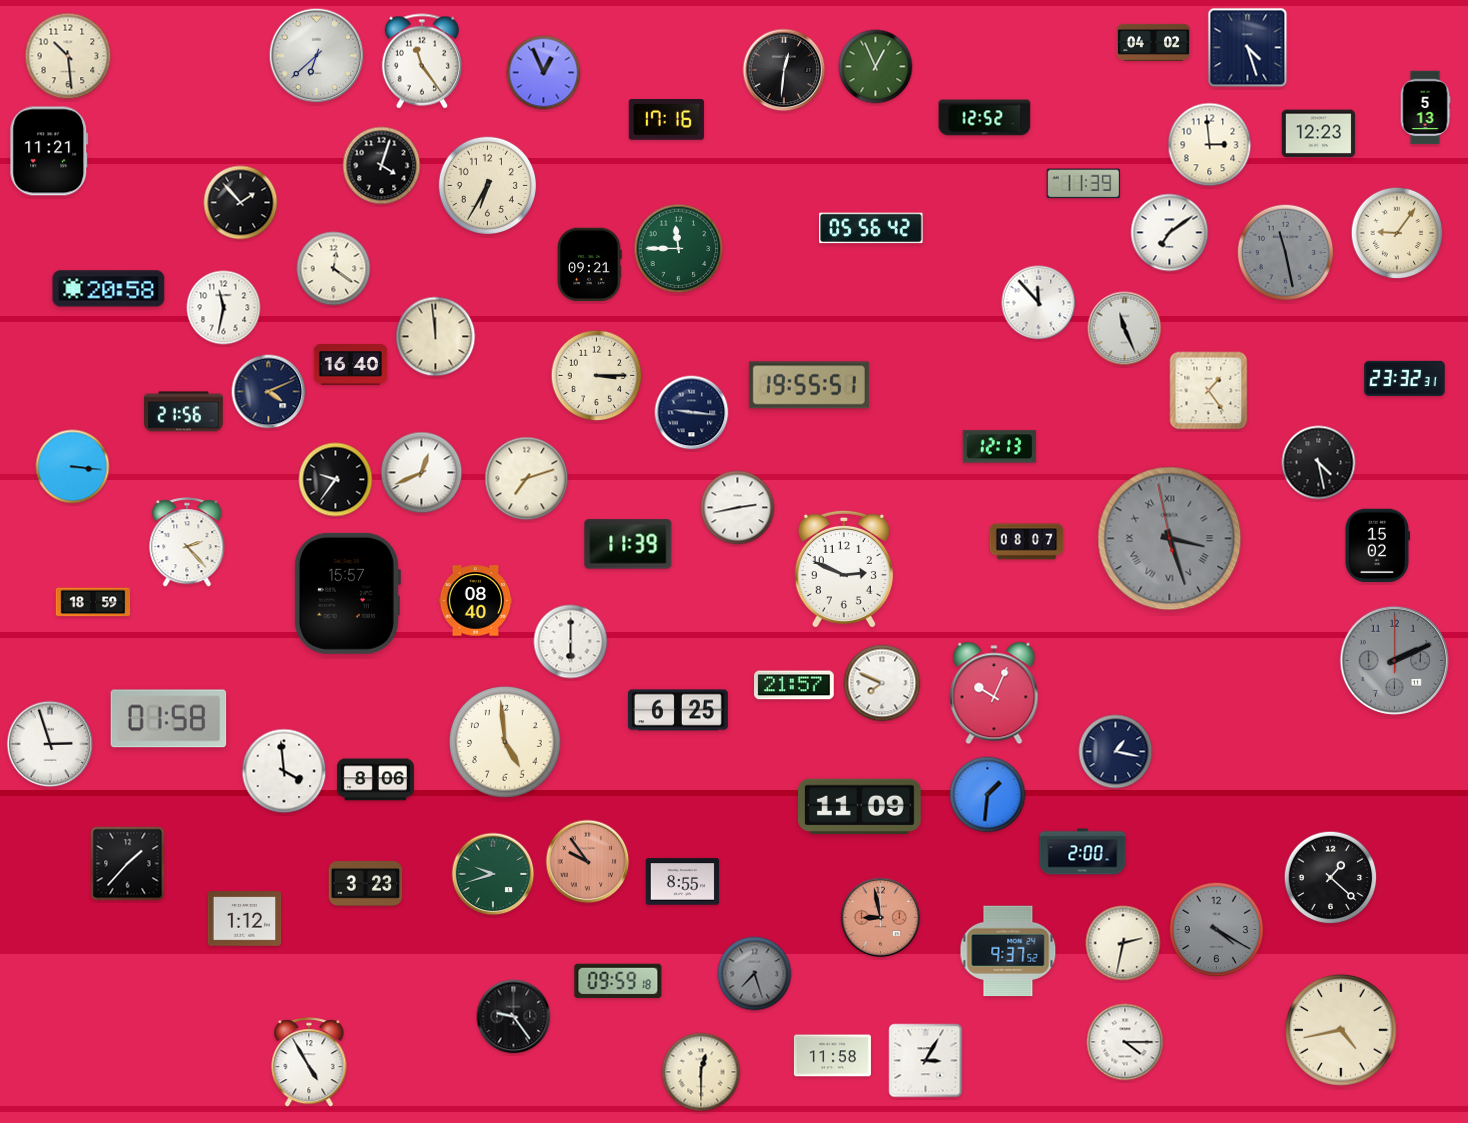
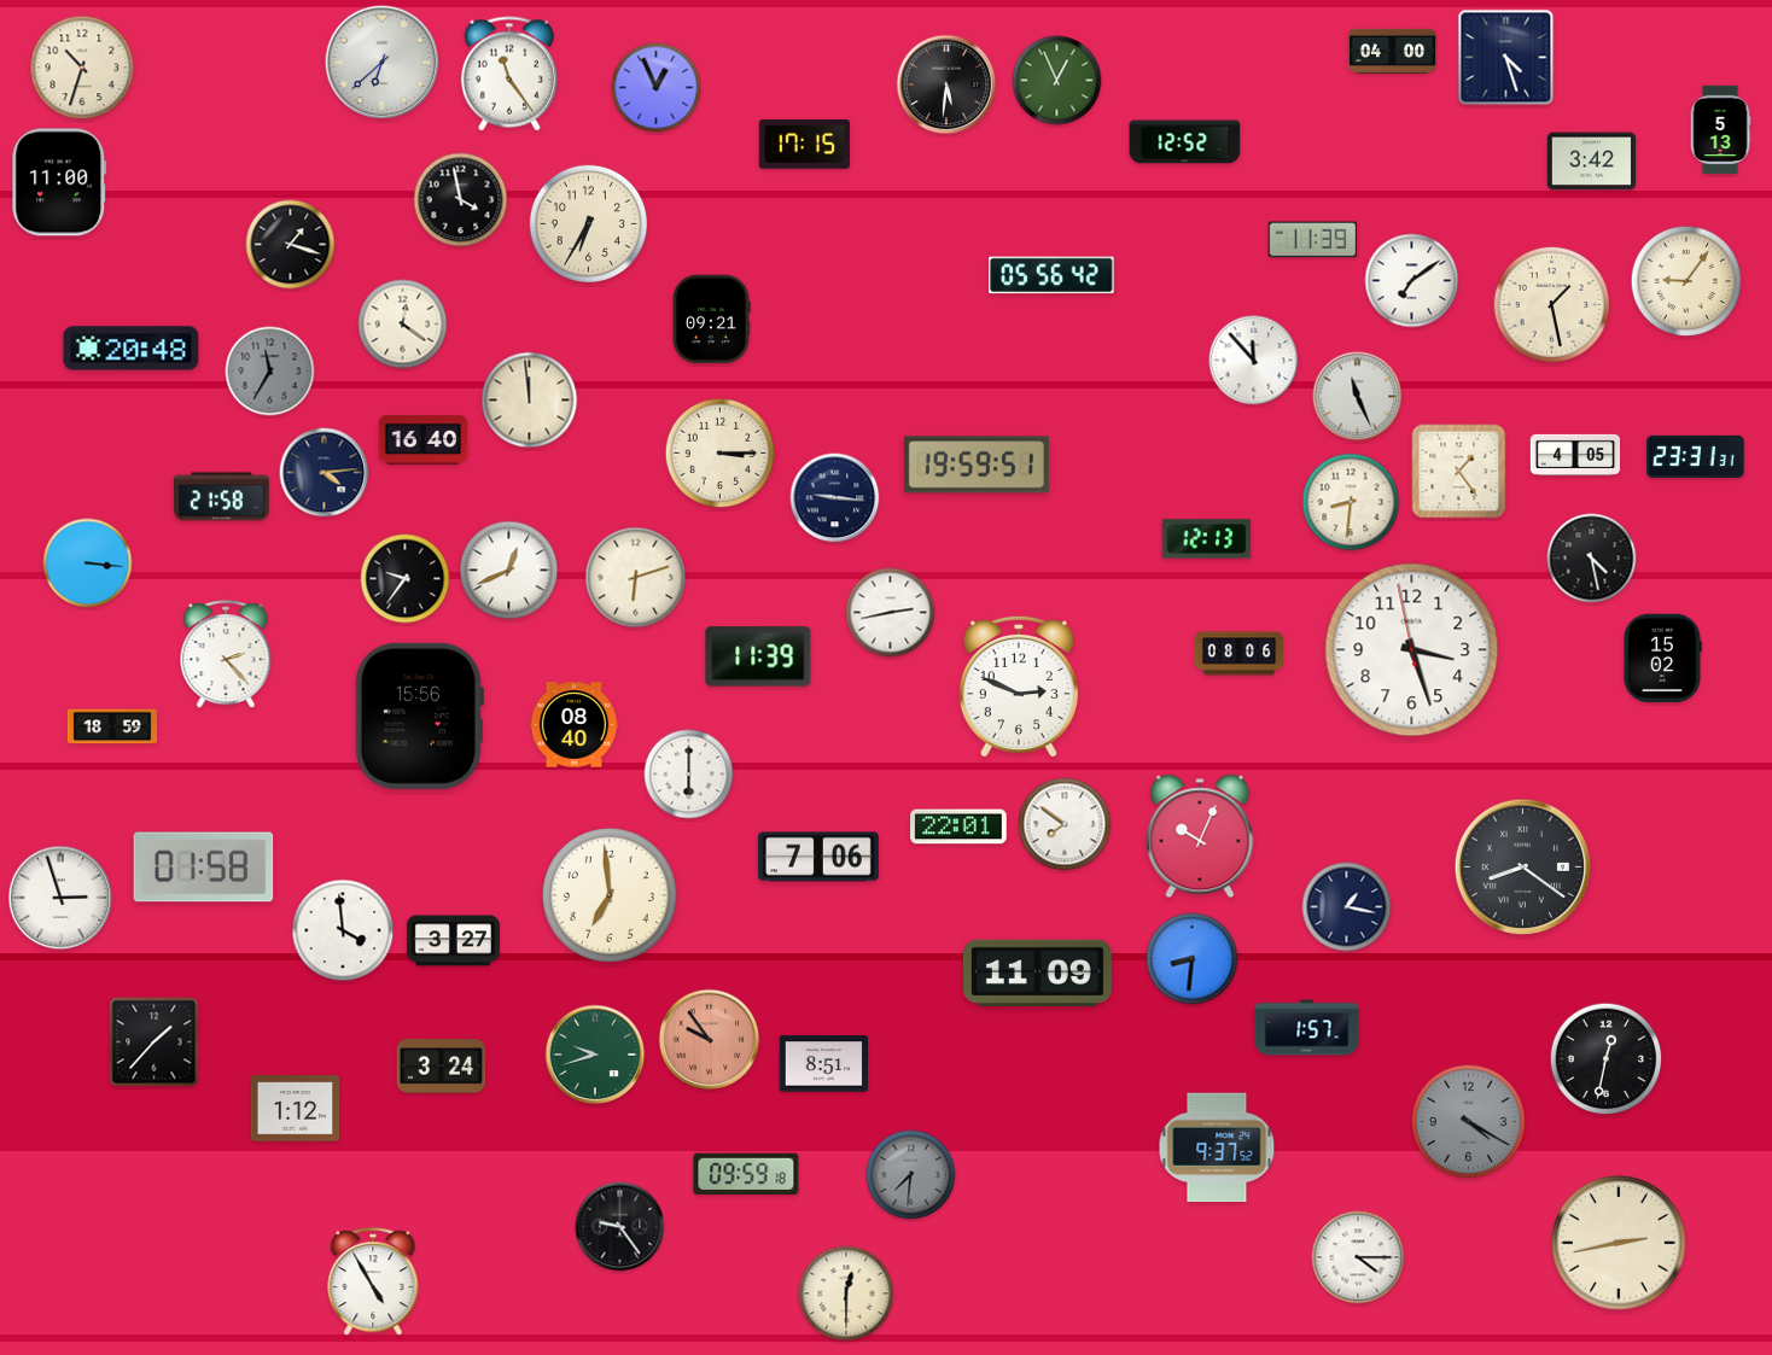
clock at (1154, 42): 04:02 -> 04:00
clock at (68, 56): 10:29 -> 10:33
clock at (317, 56) position: (317, 56) -> (383, 63)
clock at (784, 70): 12:31 -> 5:31
clock at (985, 118) position: (985, 118) -> (1185, 142)
clock at (666, 120): 17:16 -> 17:15
clock at (1319, 134): 12:23 -> 3:42
clock at (1210, 145): 2:59 -> none
clock at (49, 151): 11:21 -> 11:00
clock at (382, 166): 4:03 -> 3:58
clock at (1084, 184) position: (1084, 184) -> (1313, 240)
clock at (241, 203): 1:53 -> 1:18
clock at (679, 249): 11:45 -> none
clock at (1285, 252): 11:28 -> 1:28
clock at (1285, 252) dial: grey -> cream
clock at (109, 289): 20:58 -> 20:48
clock at (1039, 303) position: (1039, 303) -> (1254, 361)
clock at (224, 308): 11:32 -> 11:35
clock at (224, 308) dial: white -> grey
clock at (436, 337) position: (436, 337) -> (530, 401)
clock at (1575, 455): none -> 4:05
clock at (1405, 378): 23:32 -> 23:31
clock at (809, 385): 19:55 -> 19:59
clock at (269, 392): 4:11 -> 4:14
clock at (184, 412): 21:56 -> 21:58
clock at (1351, 502): none -> 8:31
clock at (527, 479): 7:12 -> 6:12
clock at (1170, 539) dial: grey -> white
clock at (1170, 539) numerals: Roman -> Arabic
clock at (1027, 542): 08:07 -> 08:06
clock at (347, 593): 15:57 -> 15:56
clock at (1395, 661): 2:11 -> none
clock at (882, 683): 7:49 -> 7:51
clock at (794, 685): 21:57 -> 22:01
clock at (678, 710): 6:25 -> 7:06
clock at (1522, 866): none -> 8:21
clock at (506, 743): 4:59 -> 6:59
clock at (375, 780): 8:06 -> 3:27
clock at (988, 795): 1:31 -> 8:31
clock at (1083, 852): 2:00 -> 1:57
clock at (1331, 878): 1:22 -> 12:32
clock at (683, 882): 8:55 -> 8:51
clock at (366, 884): 3:23 -> 3:24
clock at (881, 918): 8:58 -> none
clock at (1123, 943): 2:32 -> none
clock at (755, 974): 7:27 -> 7:31
clock at (618, 981) position: (618, 981) -> (746, 1174)
clock at (1342, 1031): 4:43 -> 2:43
clock at (832, 1056): 11:58 -> none
clock at (926, 1061): 3:05 -> none
